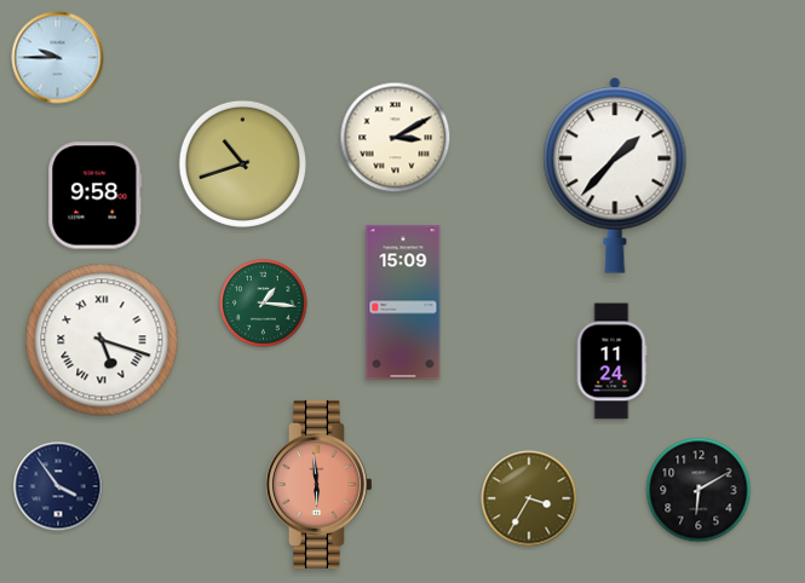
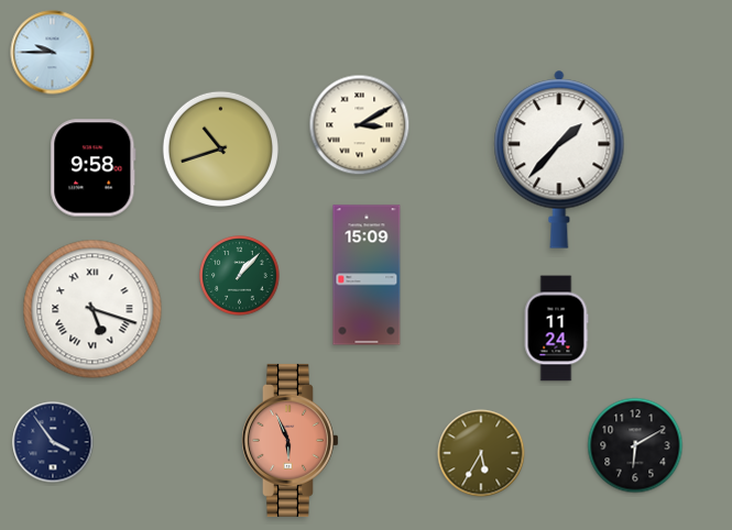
clock at (96, 196) position: (96, 196) -> (94, 168)
clock at (264, 304): 1:16 -> 1:07
clock at (320, 484): 5:59 -> 5:56
clock at (529, 498): 3:35 -> 5:35
